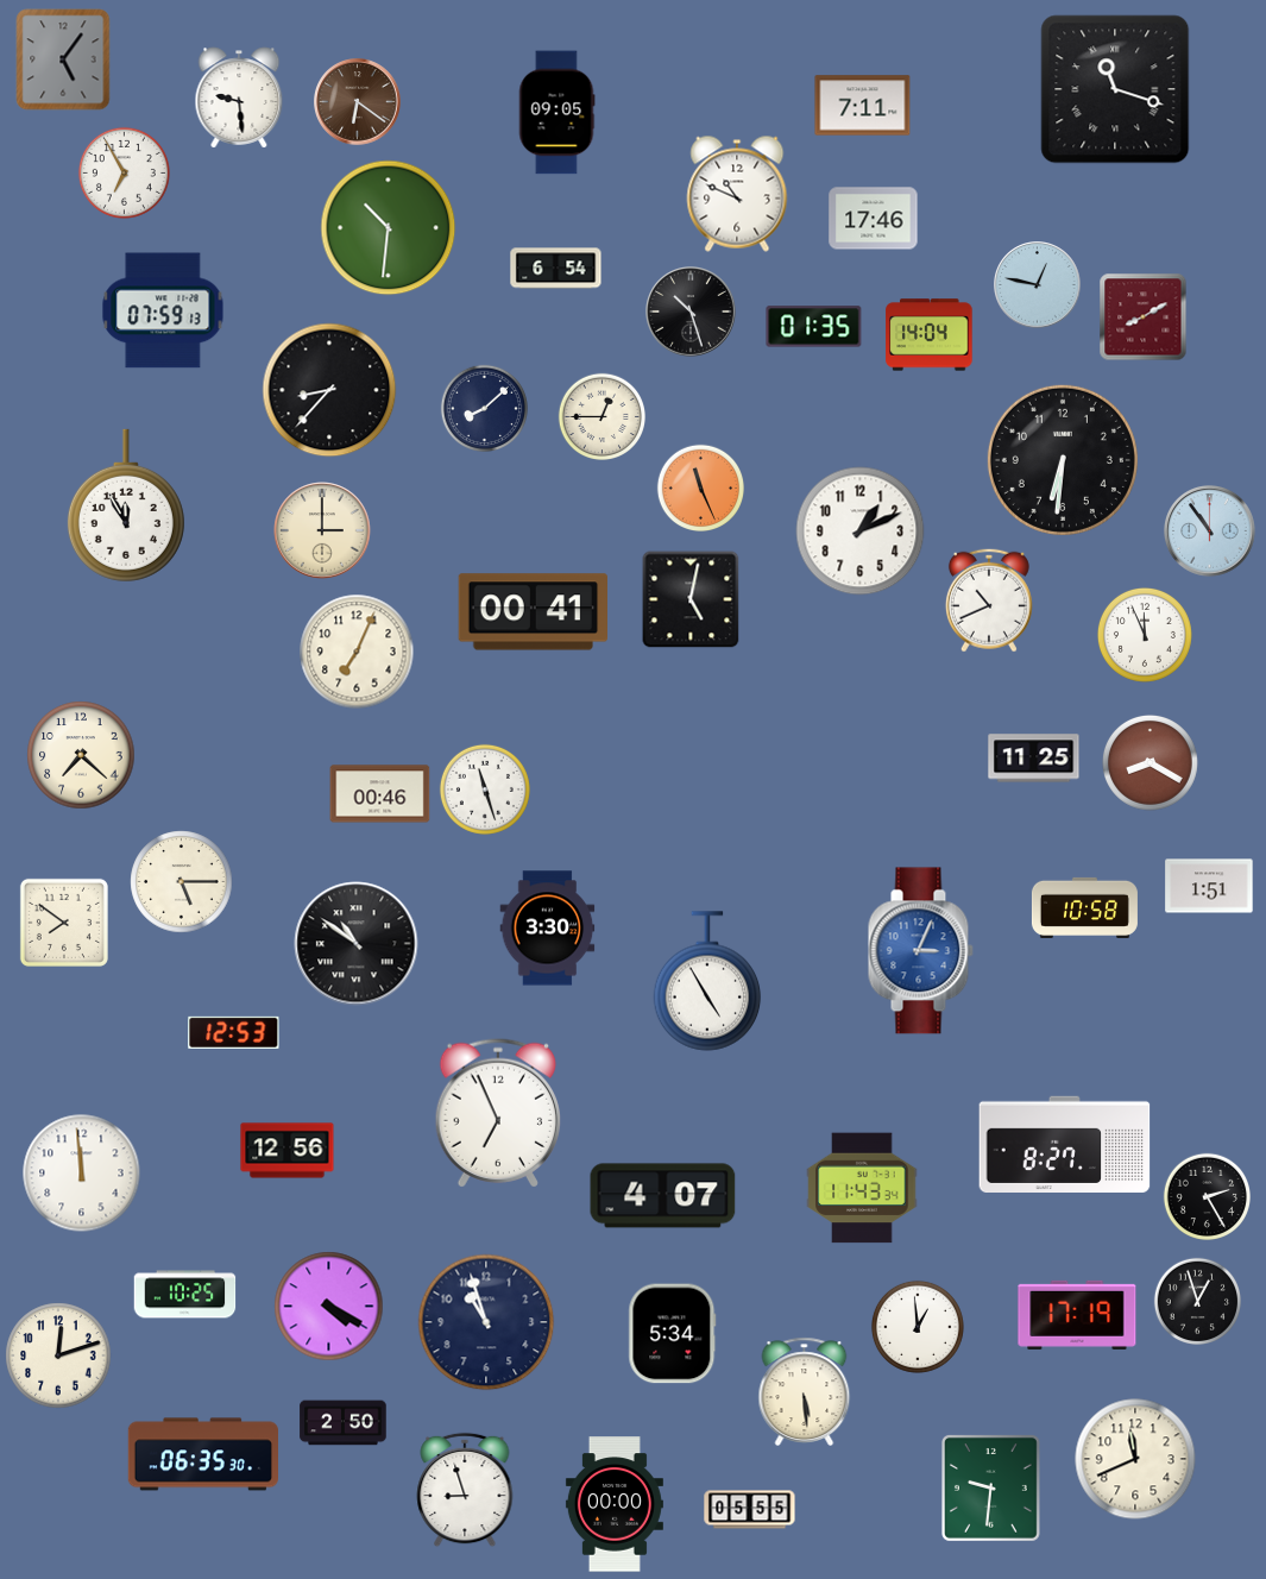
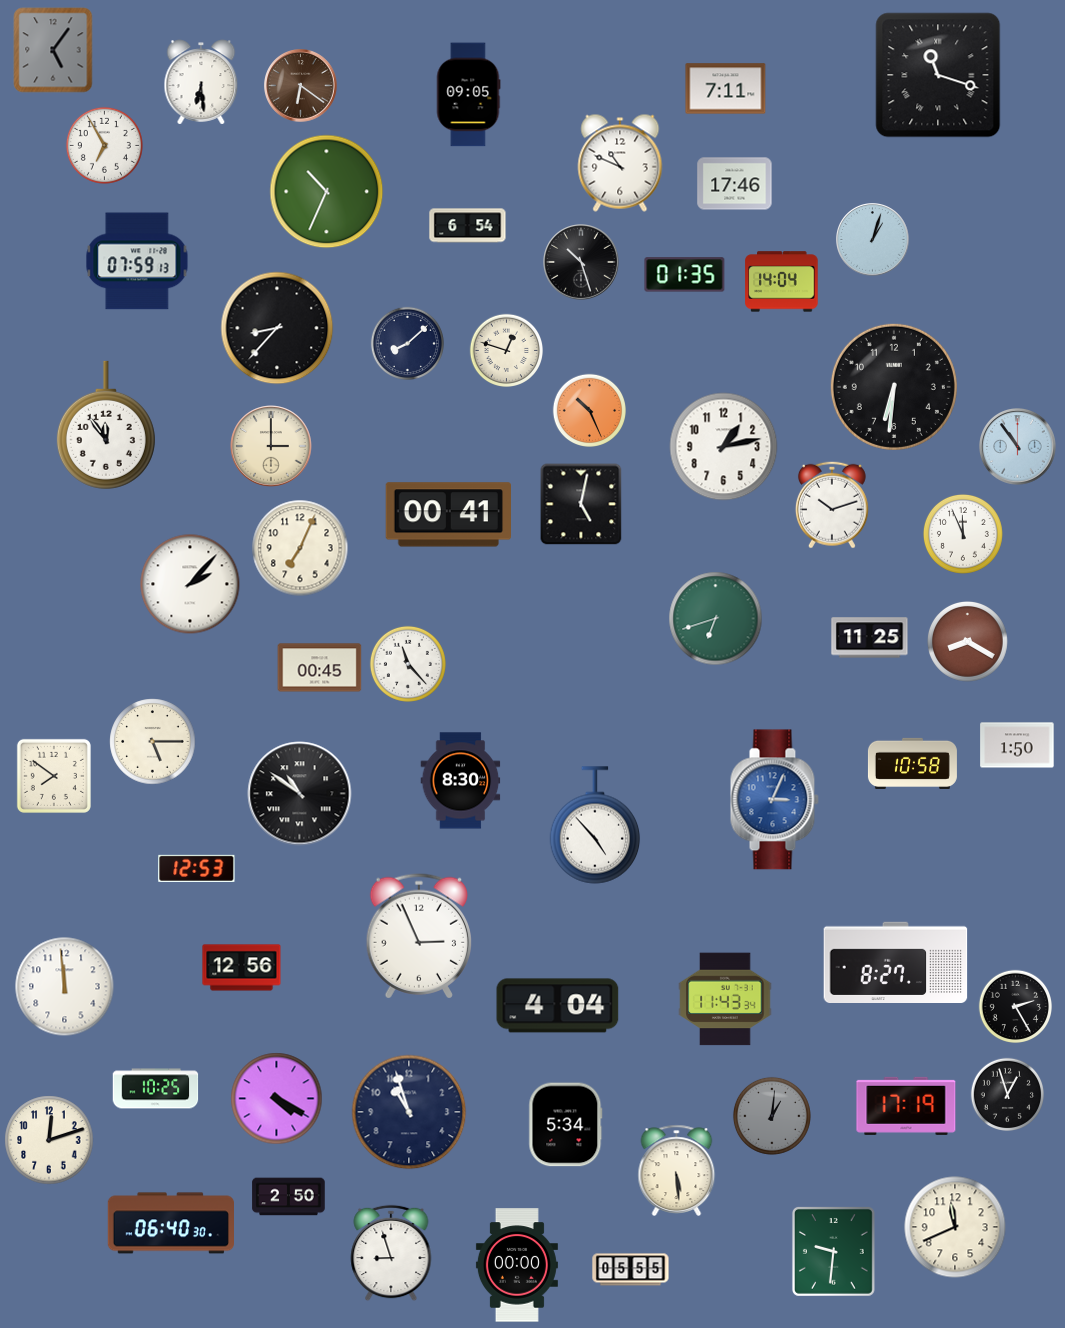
clock at (239, 97): 9:29 -> 6:29
clock at (389, 228): 10:31 -> 10:34
clock at (1038, 285): 12:47 -> 1:03
clock at (1144, 317): 8:10 -> none
clock at (601, 416): 12:45 -> 12:48
clock at (700, 487): 11:26 -> 10:26
clock at (126, 505): 11:55 -> 11:54
clock at (861, 531): 1:11 -> 1:13
clock at (989, 600): 10:41 -> 10:12
clock at (190, 584): none -> 2:07
clock at (716, 619): none -> 6:42
clock at (81, 755): 7:22 -> none
clock at (485, 789): 11:27 -> 11:23
clock at (380, 794): 00:46 -> 00:45
clock at (1209, 886): 1:51 -> 1:50
clock at (548, 929): 3:30 -> 8:30
clock at (707, 981): 4:55 -> 4:53
clock at (497, 1113): 6:56 -> 2:56
clock at (82, 1174) position: (82, 1174) -> (65, 987)
clock at (663, 1196): 4:07 -> 4:04
clock at (918, 1327): 12:59 -> 1:01
clock at (918, 1327) dial: white -> grey
clock at (673, 1334) position: (673, 1334) -> (566, 1125)
clock at (202, 1454): 06:35 -> 06:40
